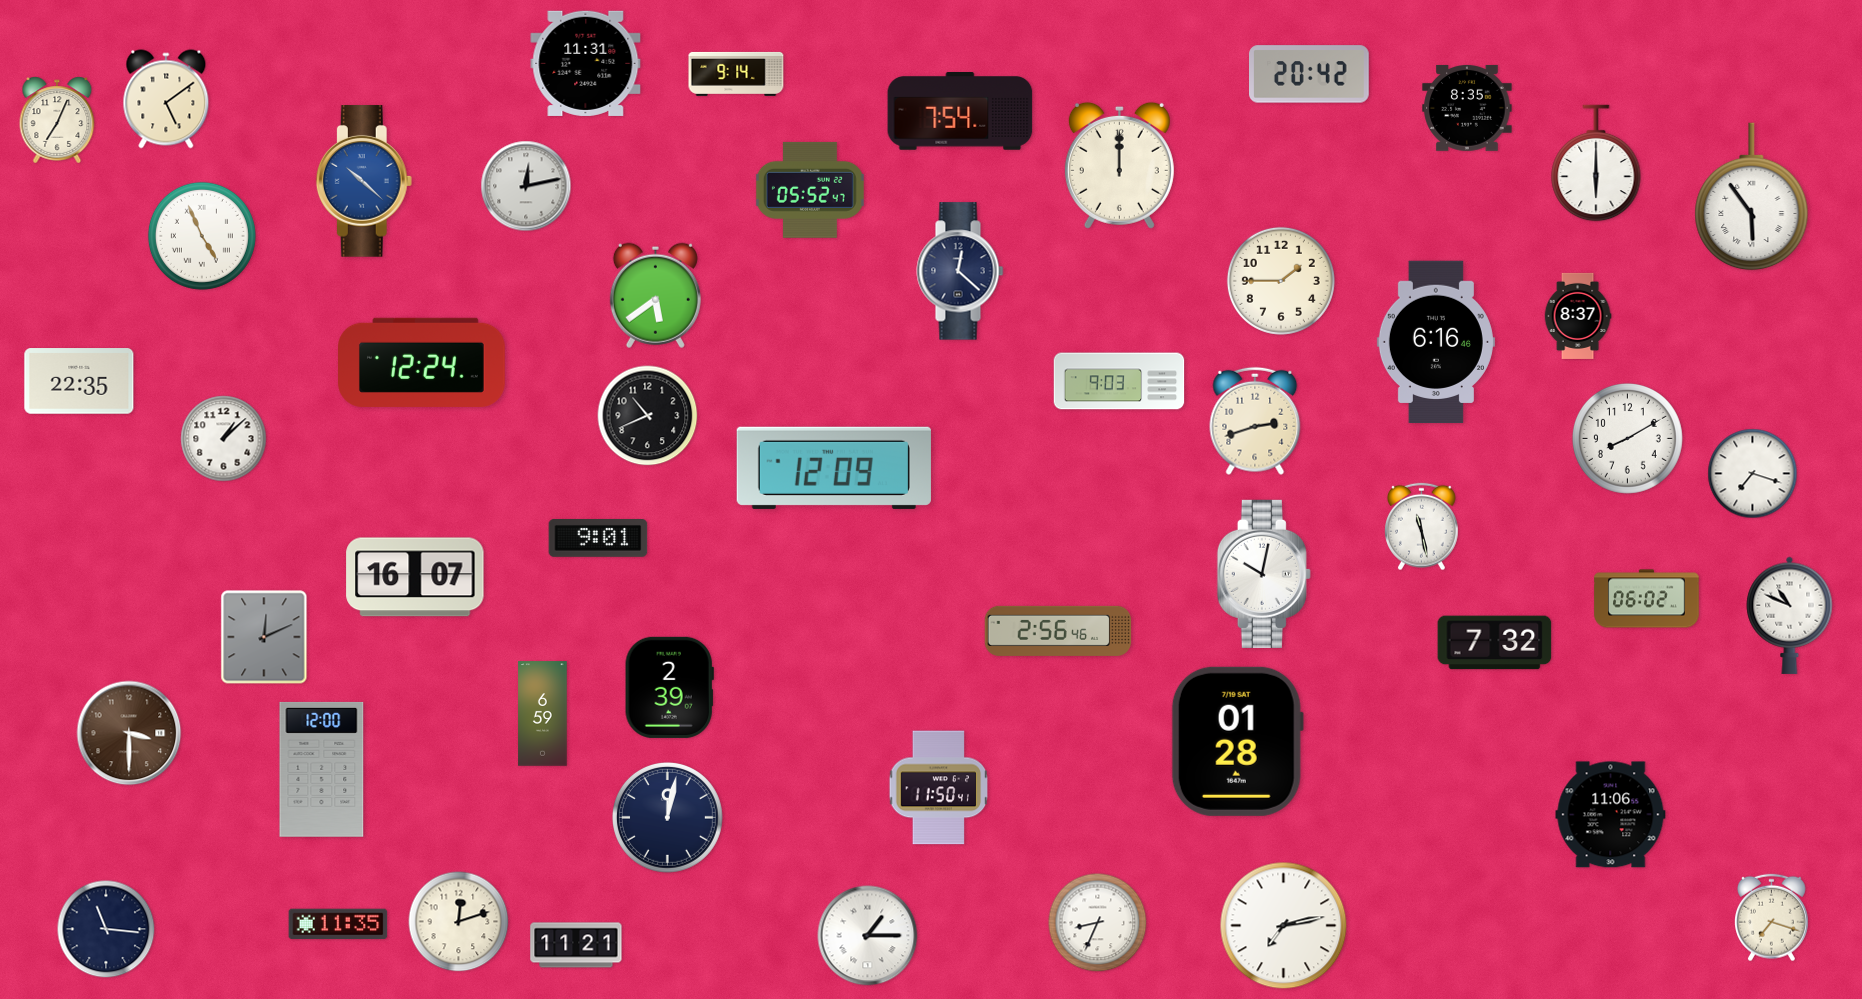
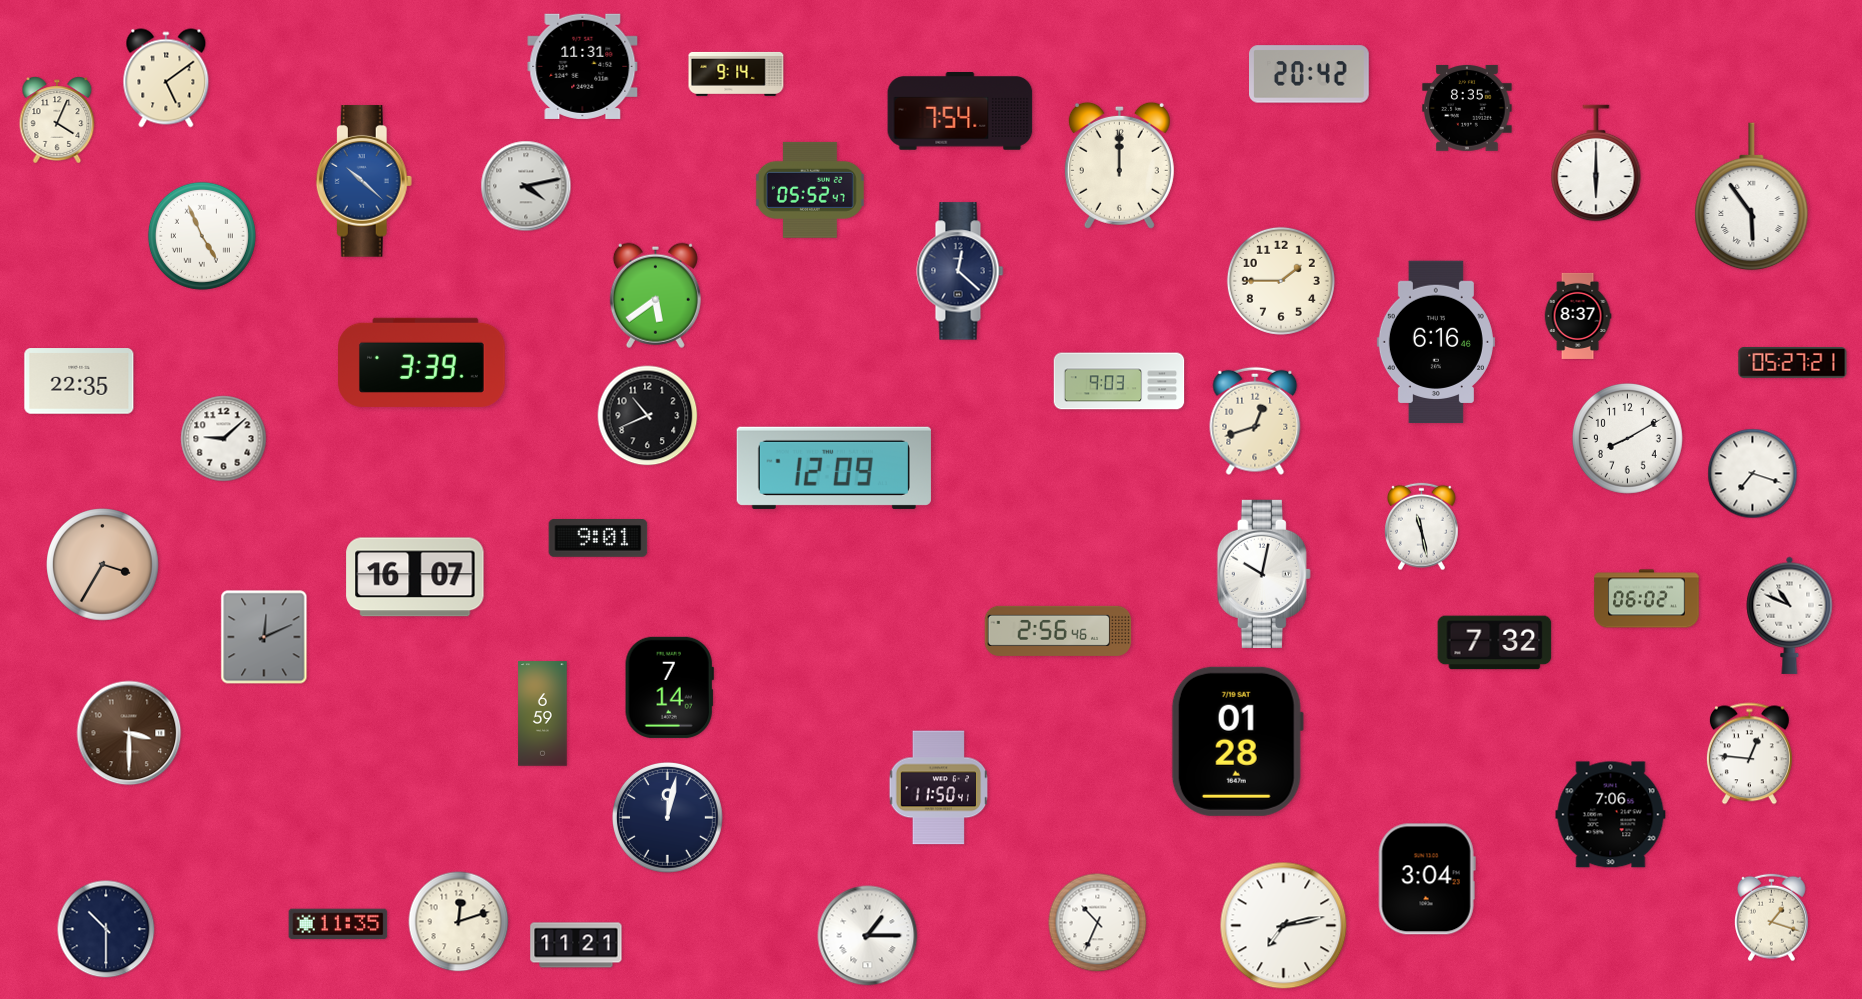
clock at (586, 63) position: (586, 63) -> (583, 66)
clock at (166, 99) position: (166, 99) -> (166, 78)
clock at (57, 120): 7:04 -> 4:04
clock at (526, 186): 12:13 -> 4:13
clock at (422, 362): 12:24 -> 3:39
clock at (1793, 363): none -> 05:27
clock at (1255, 421): 2:42 -> 12:42
clock at (224, 439): 1:08 -> 9:08
clock at (103, 565): none -> 3:35
clock at (669, 687): 2:39 -> 7:14
clock at (1749, 754): none -> 12:46
clock at (322, 769): 12:00 -> none
clock at (1611, 815): 11:06 -> 7:06
clock at (1427, 879): none -> 3:04
clock at (1772, 918): 7:18 -> 1:18
clock at (1098, 923): 8:34 -> 10:34
clock at (106, 929): 11:16 -> 10:30
